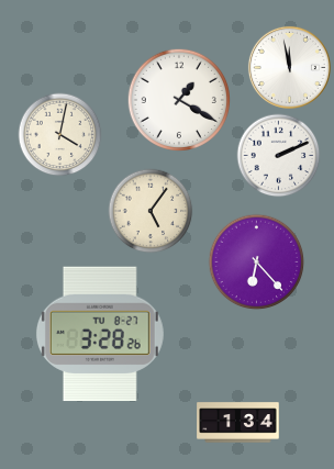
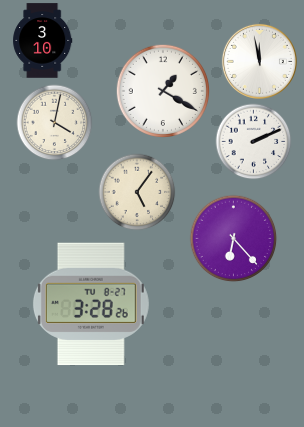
clock at (43, 41): none -> 3:10
clock at (289, 67) position: (289, 67) -> (259, 61)
clock at (238, 423): 1:34 -> none
